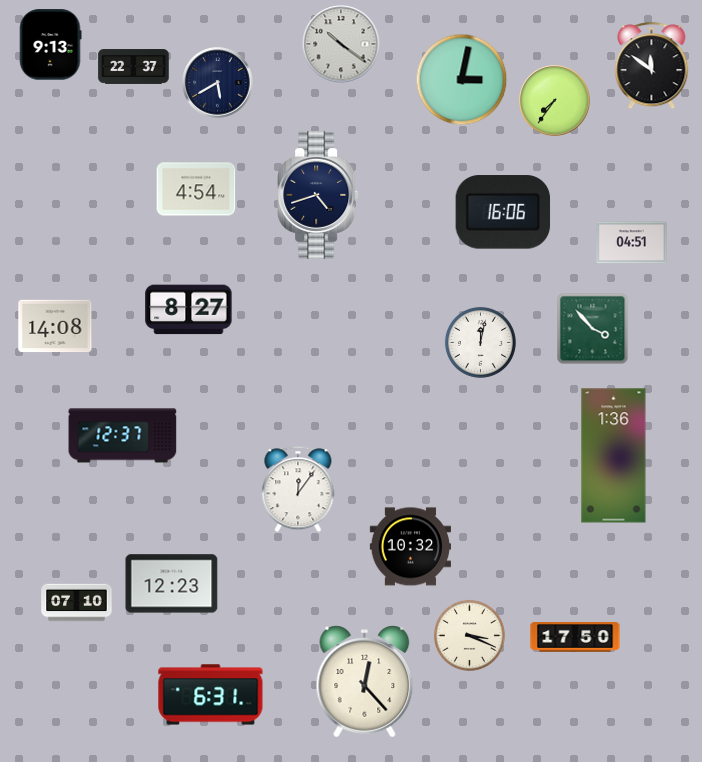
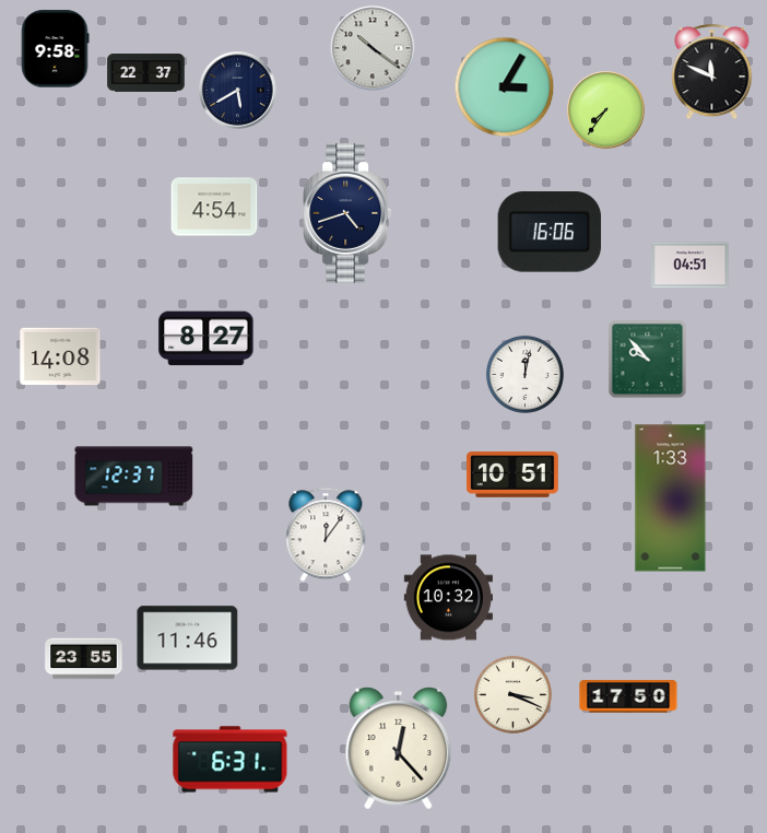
clock at (50, 45): 9:13 -> 9:58
clock at (652, 66): 11:51 -> 11:49
clock at (462, 80): 3:02 -> 3:05
clock at (593, 329): 3:53 -> 9:53
clock at (512, 476): none -> 10:51
clock at (614, 456): 1:36 -> 1:33
clock at (172, 584): 12:23 -> 11:46
clock at (77, 603): 07:10 -> 23:55
clock at (365, 682) position: (365, 682) -> (399, 749)
